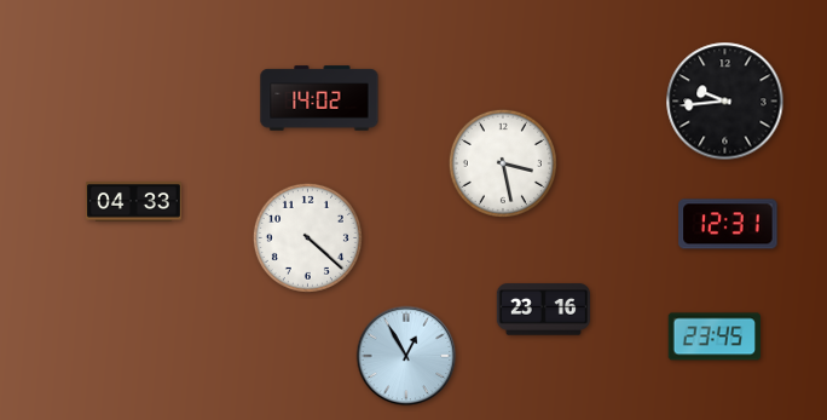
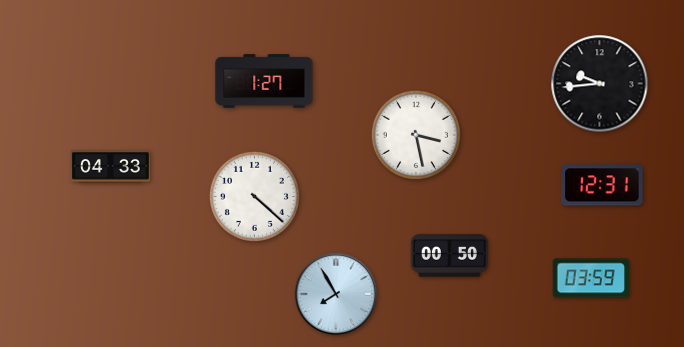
clock at (319, 98): 14:02 -> 1:27
clock at (543, 310): 23:16 -> 00:50
clock at (713, 336): 23:45 -> 03:59
clock at (406, 356): 12:55 -> 7:55
